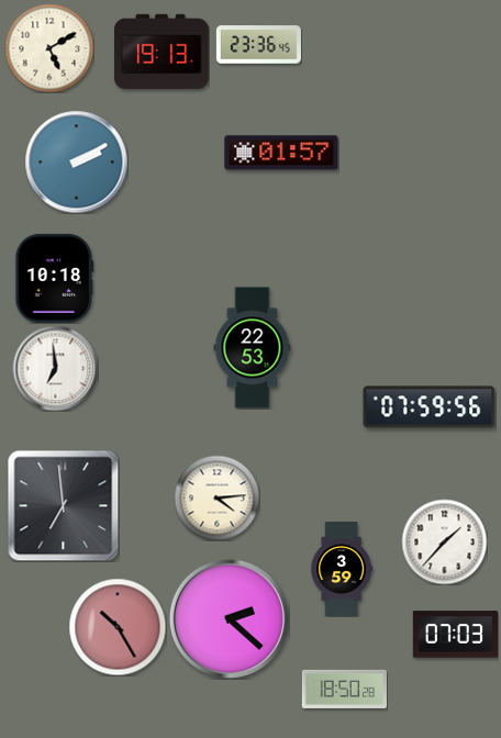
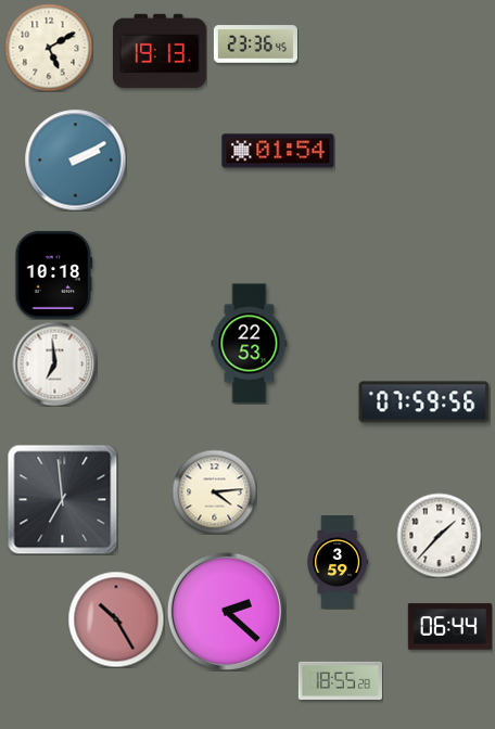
clock at (281, 153): 01:57 -> 01:54
clock at (455, 635): 07:03 -> 06:44
clock at (344, 689): 18:50 -> 18:55
